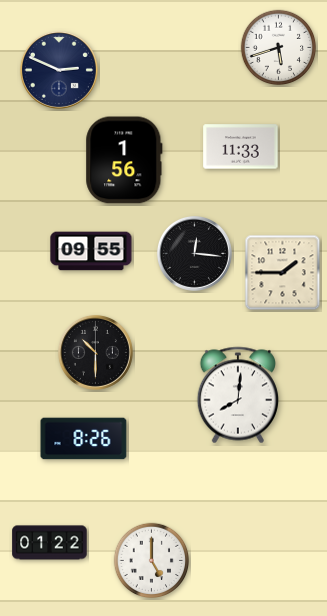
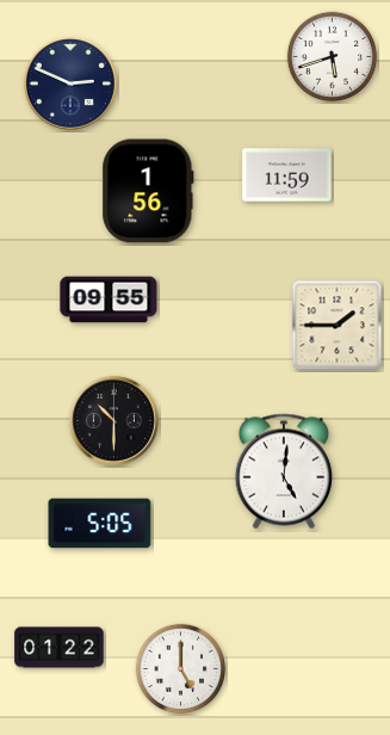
clock at (241, 147): 11:33 -> 11:59
clock at (194, 253): 12:16 -> none
clock at (237, 395): 8:01 -> 5:01
clock at (84, 439): 8:26 -> 5:05
